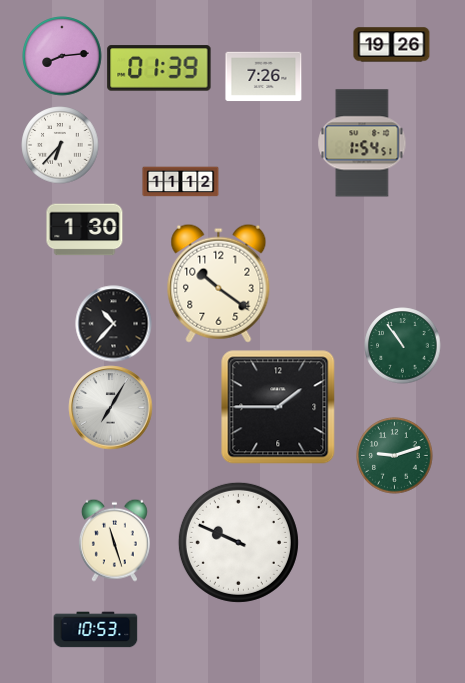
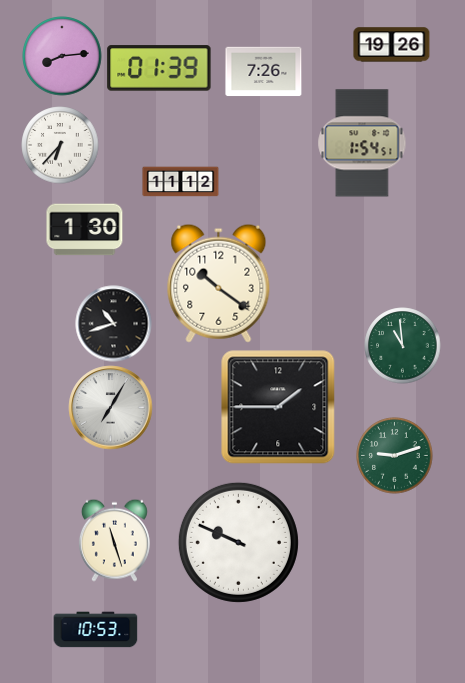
clock at (264, 77) position: (264, 77) -> (264, 72)
clock at (114, 324): 10:37 -> 10:42
clock at (403, 346): 10:54 -> 10:59
